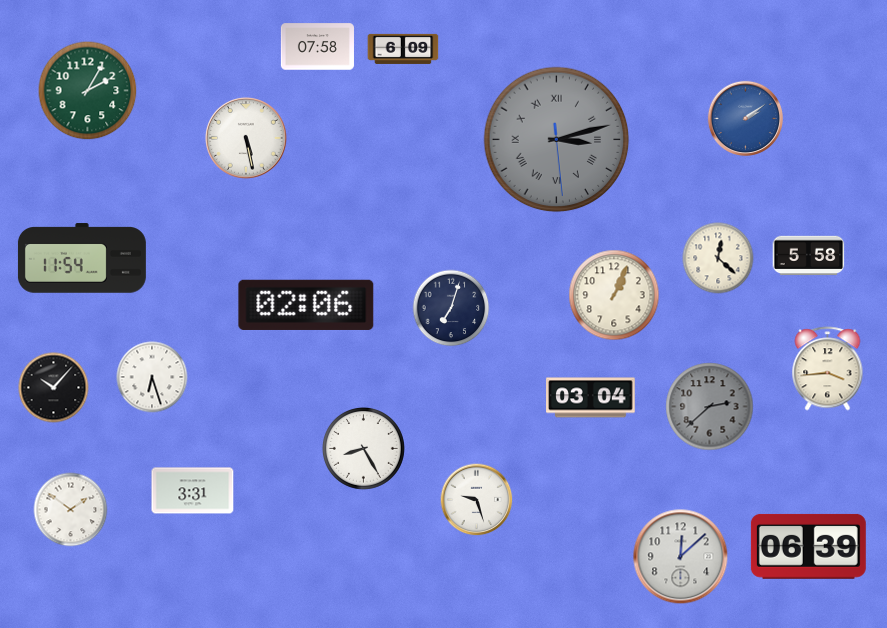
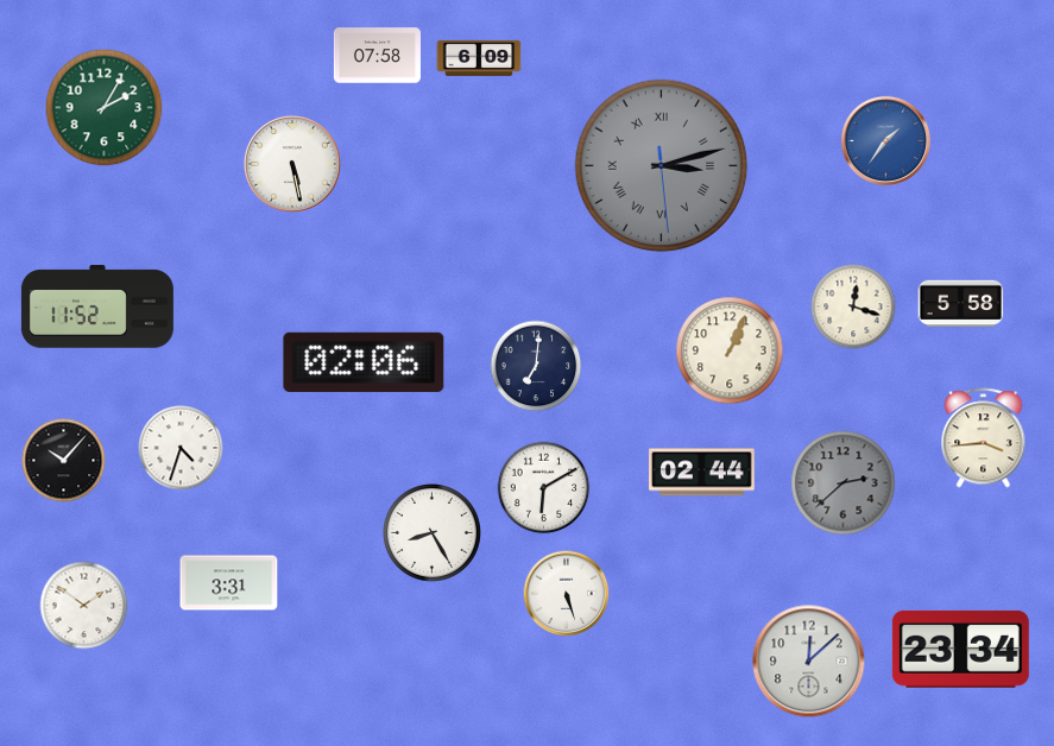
clock at (745, 118): 2:09 -> 1:36
clock at (82, 258): 11:54 -> 11:52
clock at (718, 258): 12:22 -> 12:18
clock at (451, 308): 7:03 -> 7:01
clock at (152, 377): 6:27 -> 4:33
clock at (591, 398): 03:04 -> 02:44
clock at (544, 488): none -> 6:10
clock at (477, 500): 9:27 -> 5:27
clock at (808, 546): 06:39 -> 23:34
